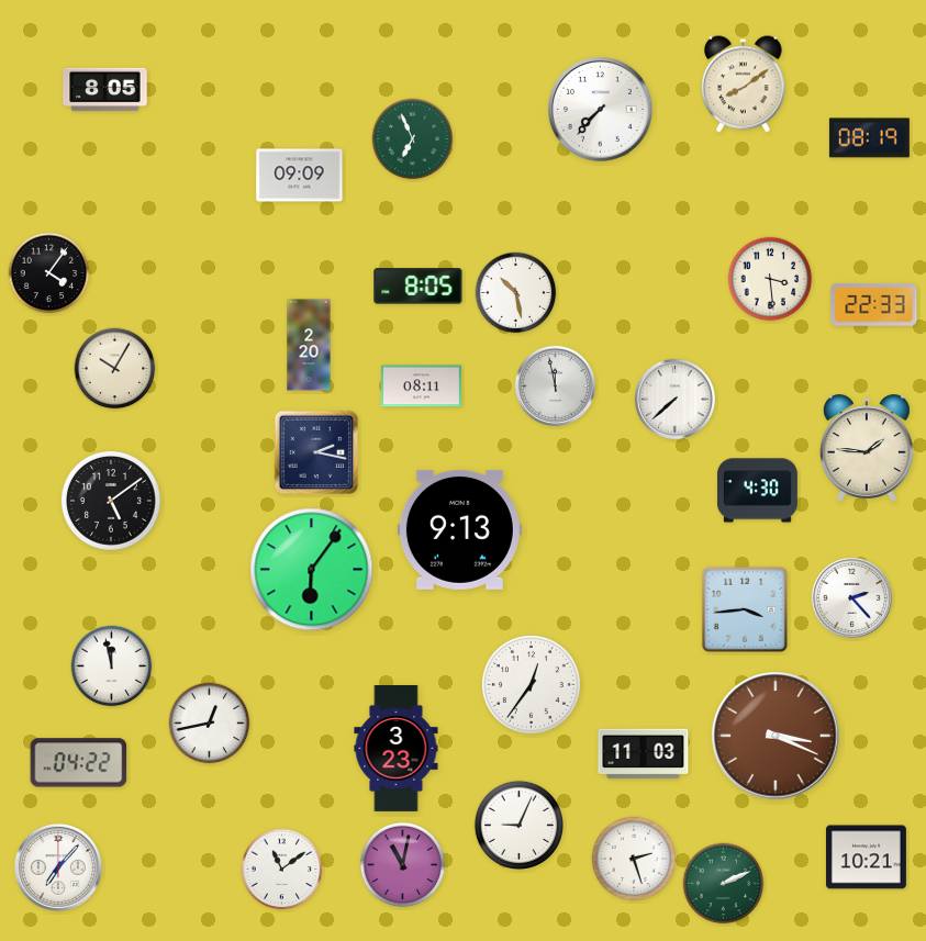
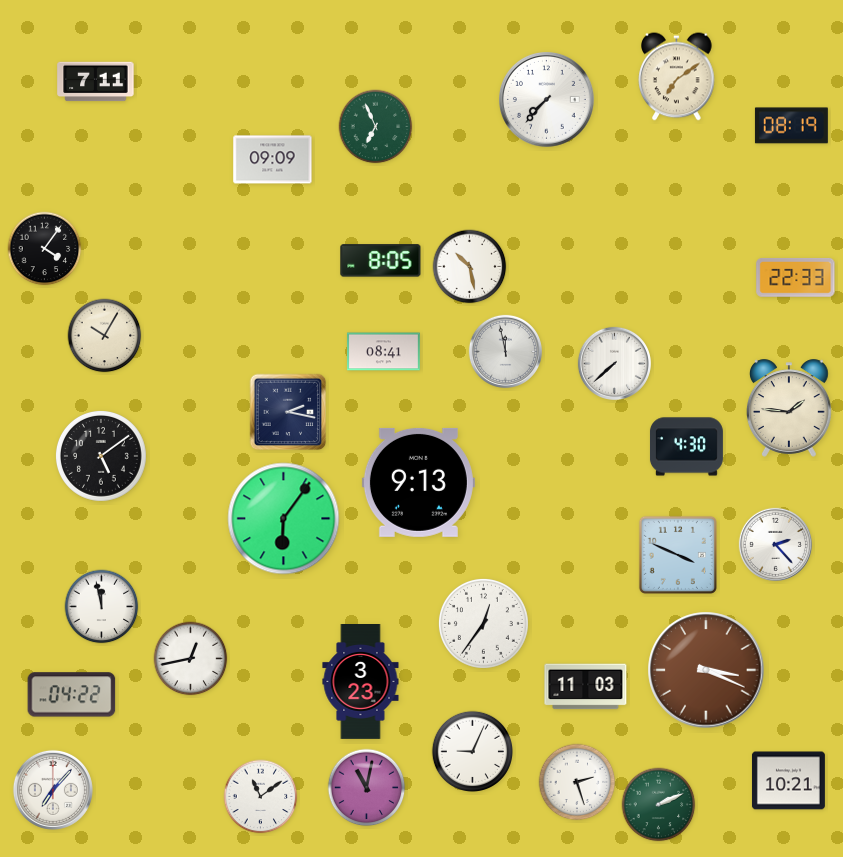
clock at (744, 85): 8:09 -> 7:09
clock at (105, 90): 8:05 -> 7:11
clock at (770, 279): 3:29 -> none
clock at (309, 345): 2:20 -> none
clock at (421, 387): 08:11 -> 08:41
clock at (757, 491) position: (757, 491) -> (686, 447)
clock at (745, 609): 3:44 -> 3:49
clock at (282, 870) position: (282, 870) -> (261, 797)
